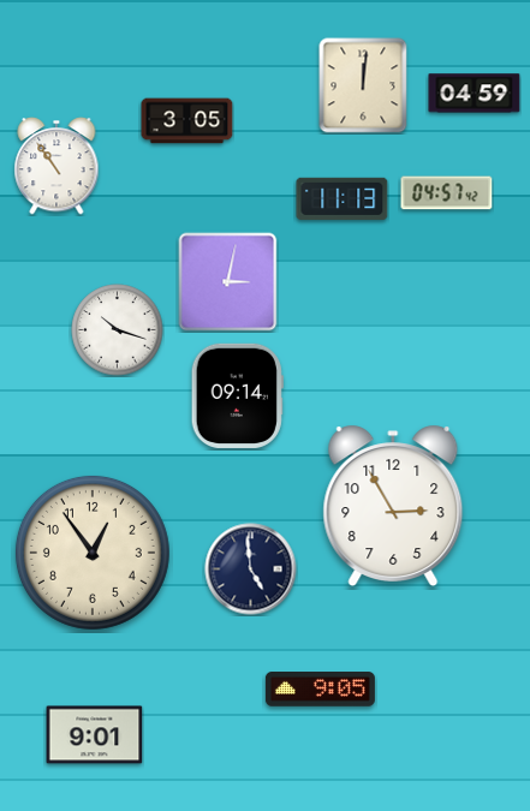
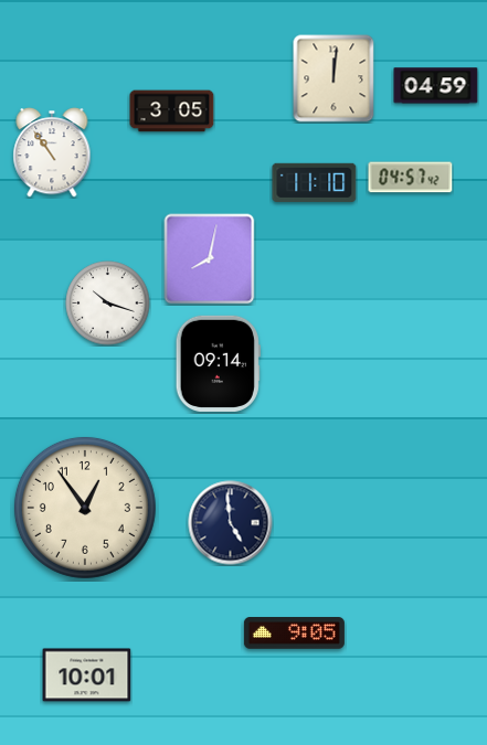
clock at (343, 198): 11:13 -> 11:10
clock at (228, 282): 3:02 -> 8:02
clock at (393, 505): 2:55 -> none
clock at (95, 735): 9:01 -> 10:01
